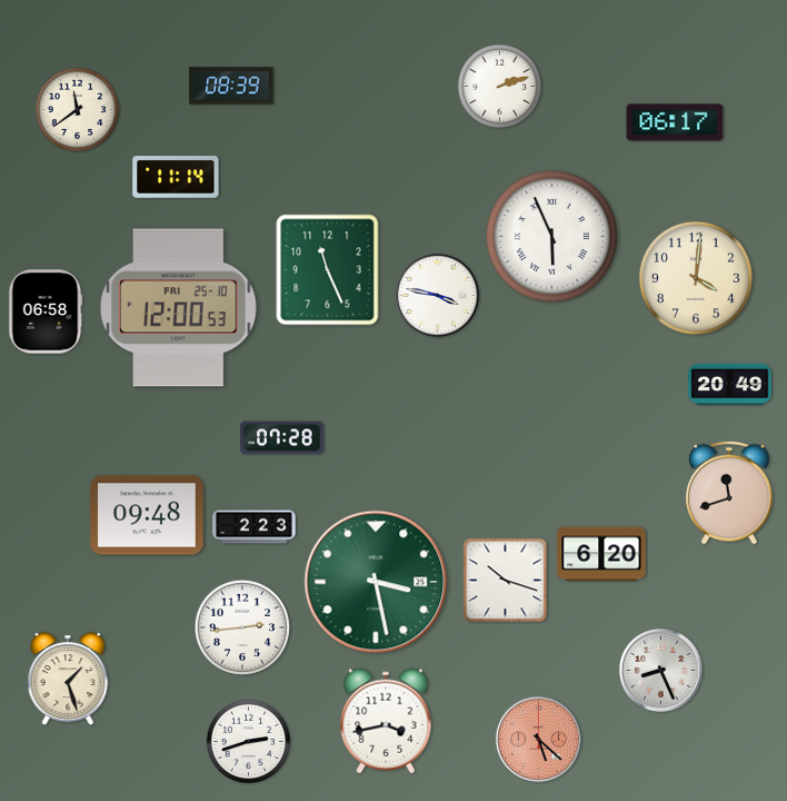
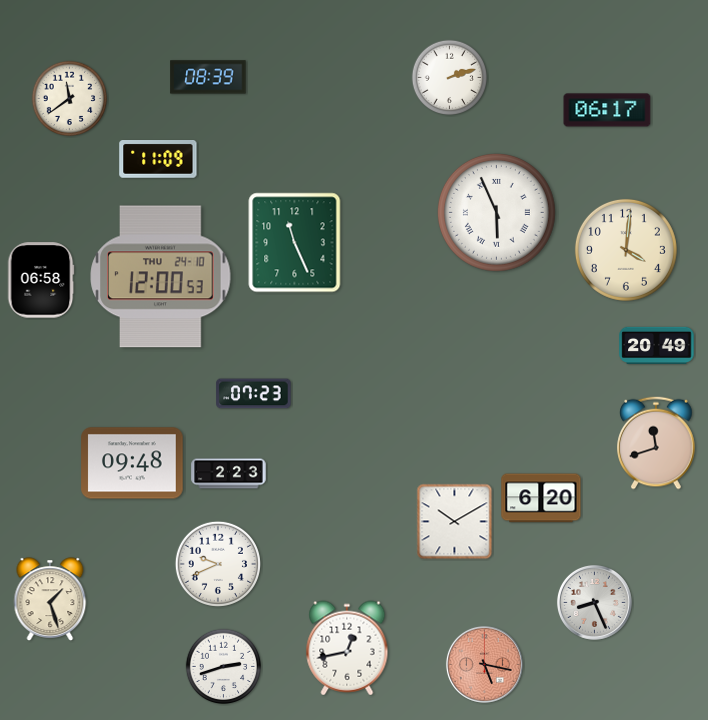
clock at (176, 178): 11:14 -> 11:09
clock at (437, 295): 3:47 -> none
clock at (179, 308) date: FRI 25-10 -> THU 24-10
clock at (282, 438): 07:28 -> 07:23
clock at (506, 581): 10:18 -> 10:10
clock at (376, 582): 3:28 -> none
clock at (242, 627): 2:44 -> 9:41
clock at (68, 679) position: (68, 679) -> (50, 599)
clock at (386, 721): 3:43 -> 12:43
clock at (538, 739): 5:22 -> 5:17
